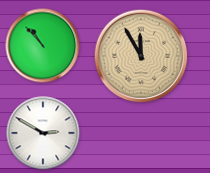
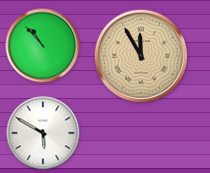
clock at (43, 133): 2:50 -> 5:50
